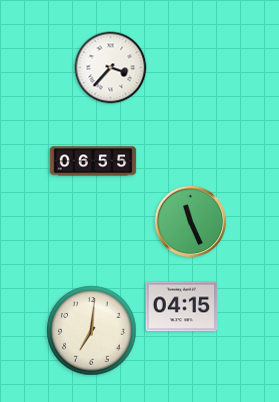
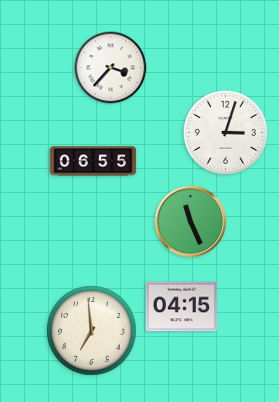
clock at (225, 132): none -> 3:03
clock at (92, 331): 7:01 -> 6:59
